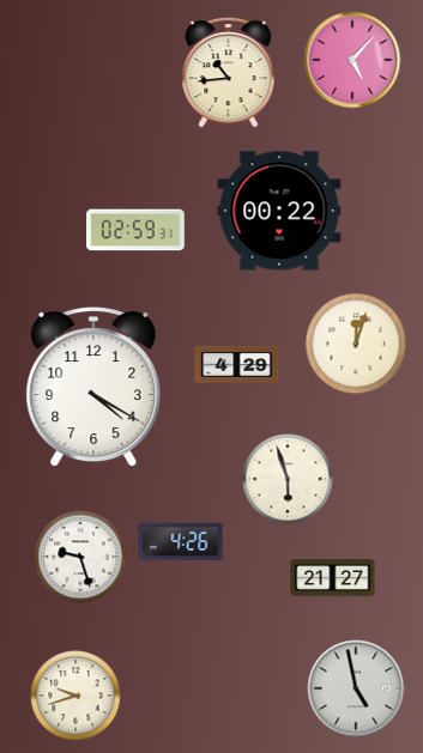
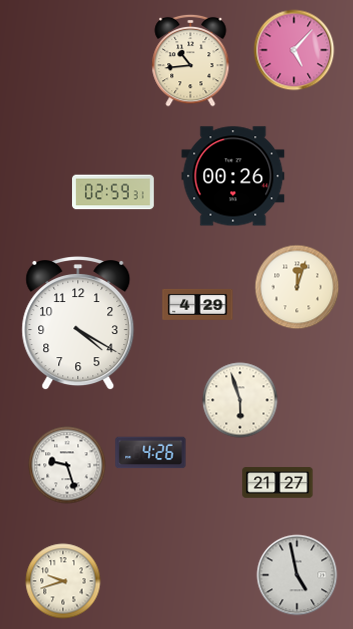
clock at (279, 211): 00:22 -> 00:26
